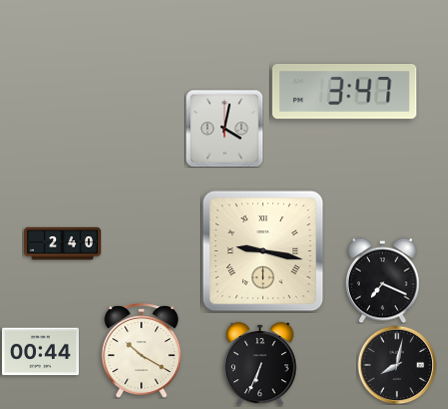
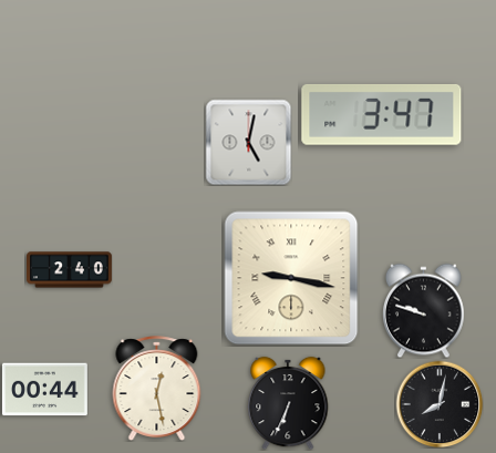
clock at (345, 91) position: (345, 91) -> (382, 114)
clock at (224, 128): 4:02 -> 5:02
clock at (383, 280): 7:19 -> 9:48
clock at (142, 350): 10:20 -> 12:28
